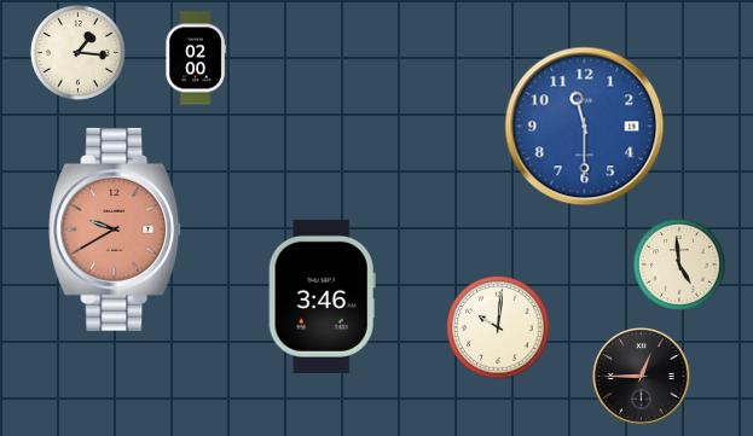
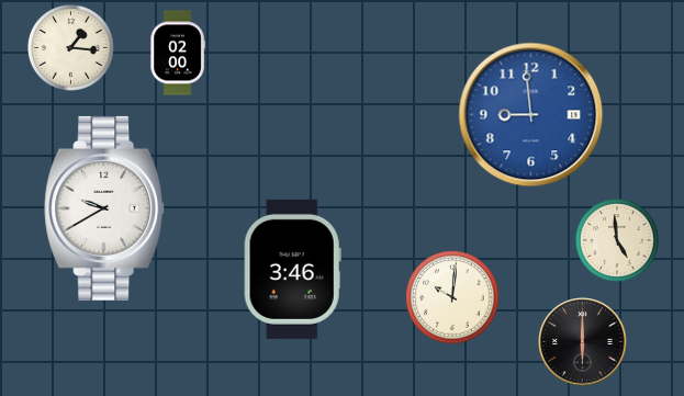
clock at (585, 127): 11:30 -> 8:59
clock at (116, 229) dial: salmon -> white
clock at (642, 377): 12:45 -> 6:00
